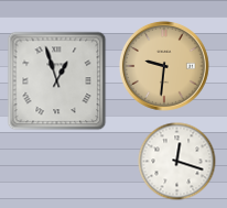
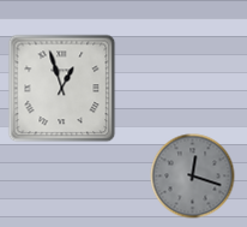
clock at (164, 66): 9:31 -> none
clock at (177, 162) dial: white -> grey
